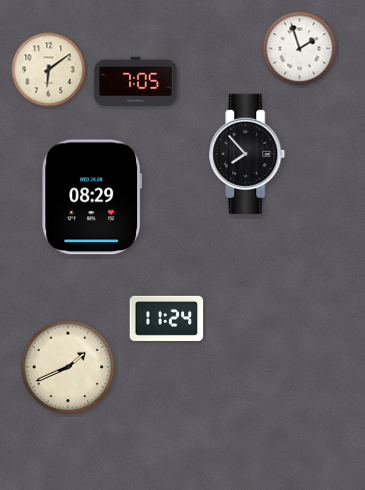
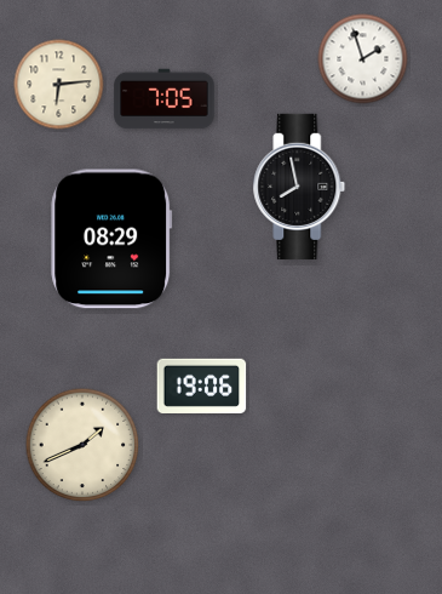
clock at (49, 70): 6:09 -> 6:14
clock at (247, 154): 7:53 -> 7:58
clock at (167, 318): 11:24 -> 19:06
